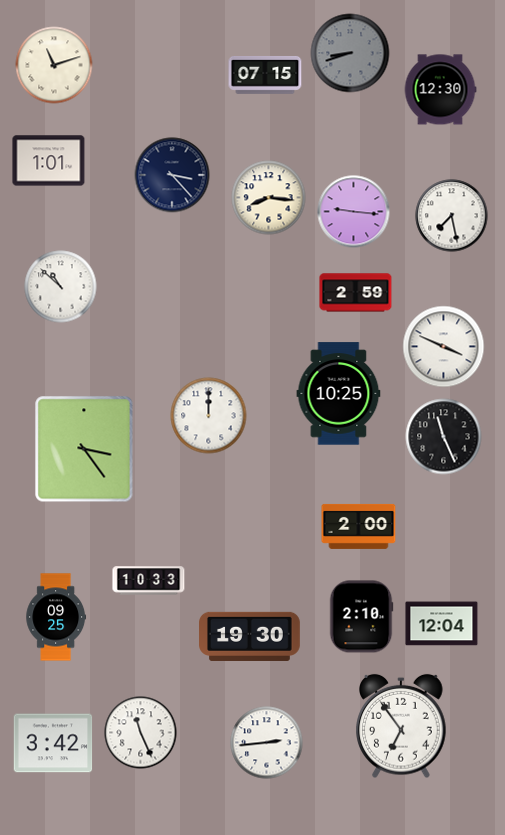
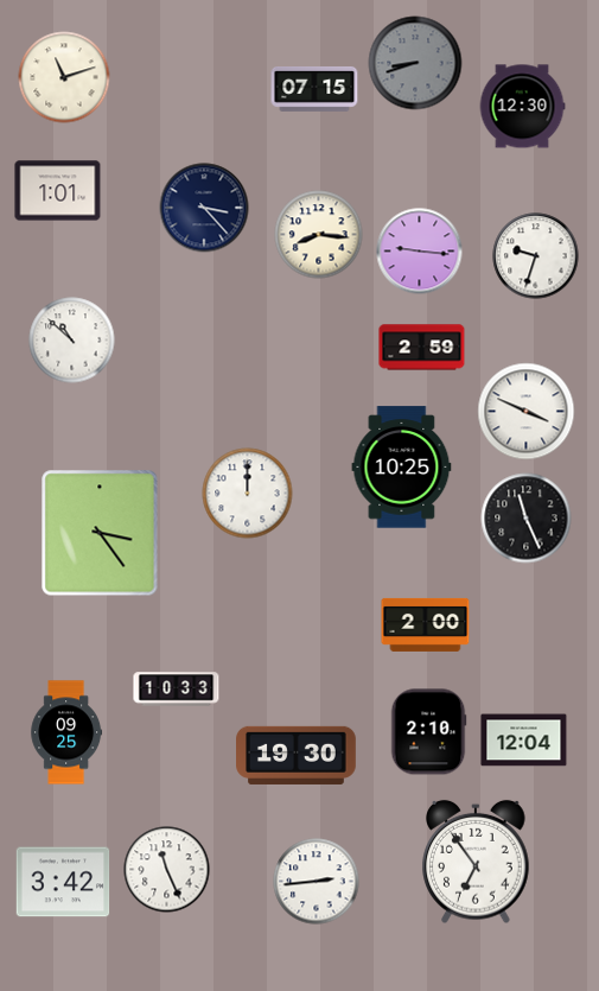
clock at (452, 216): 7:28 -> 9:33
